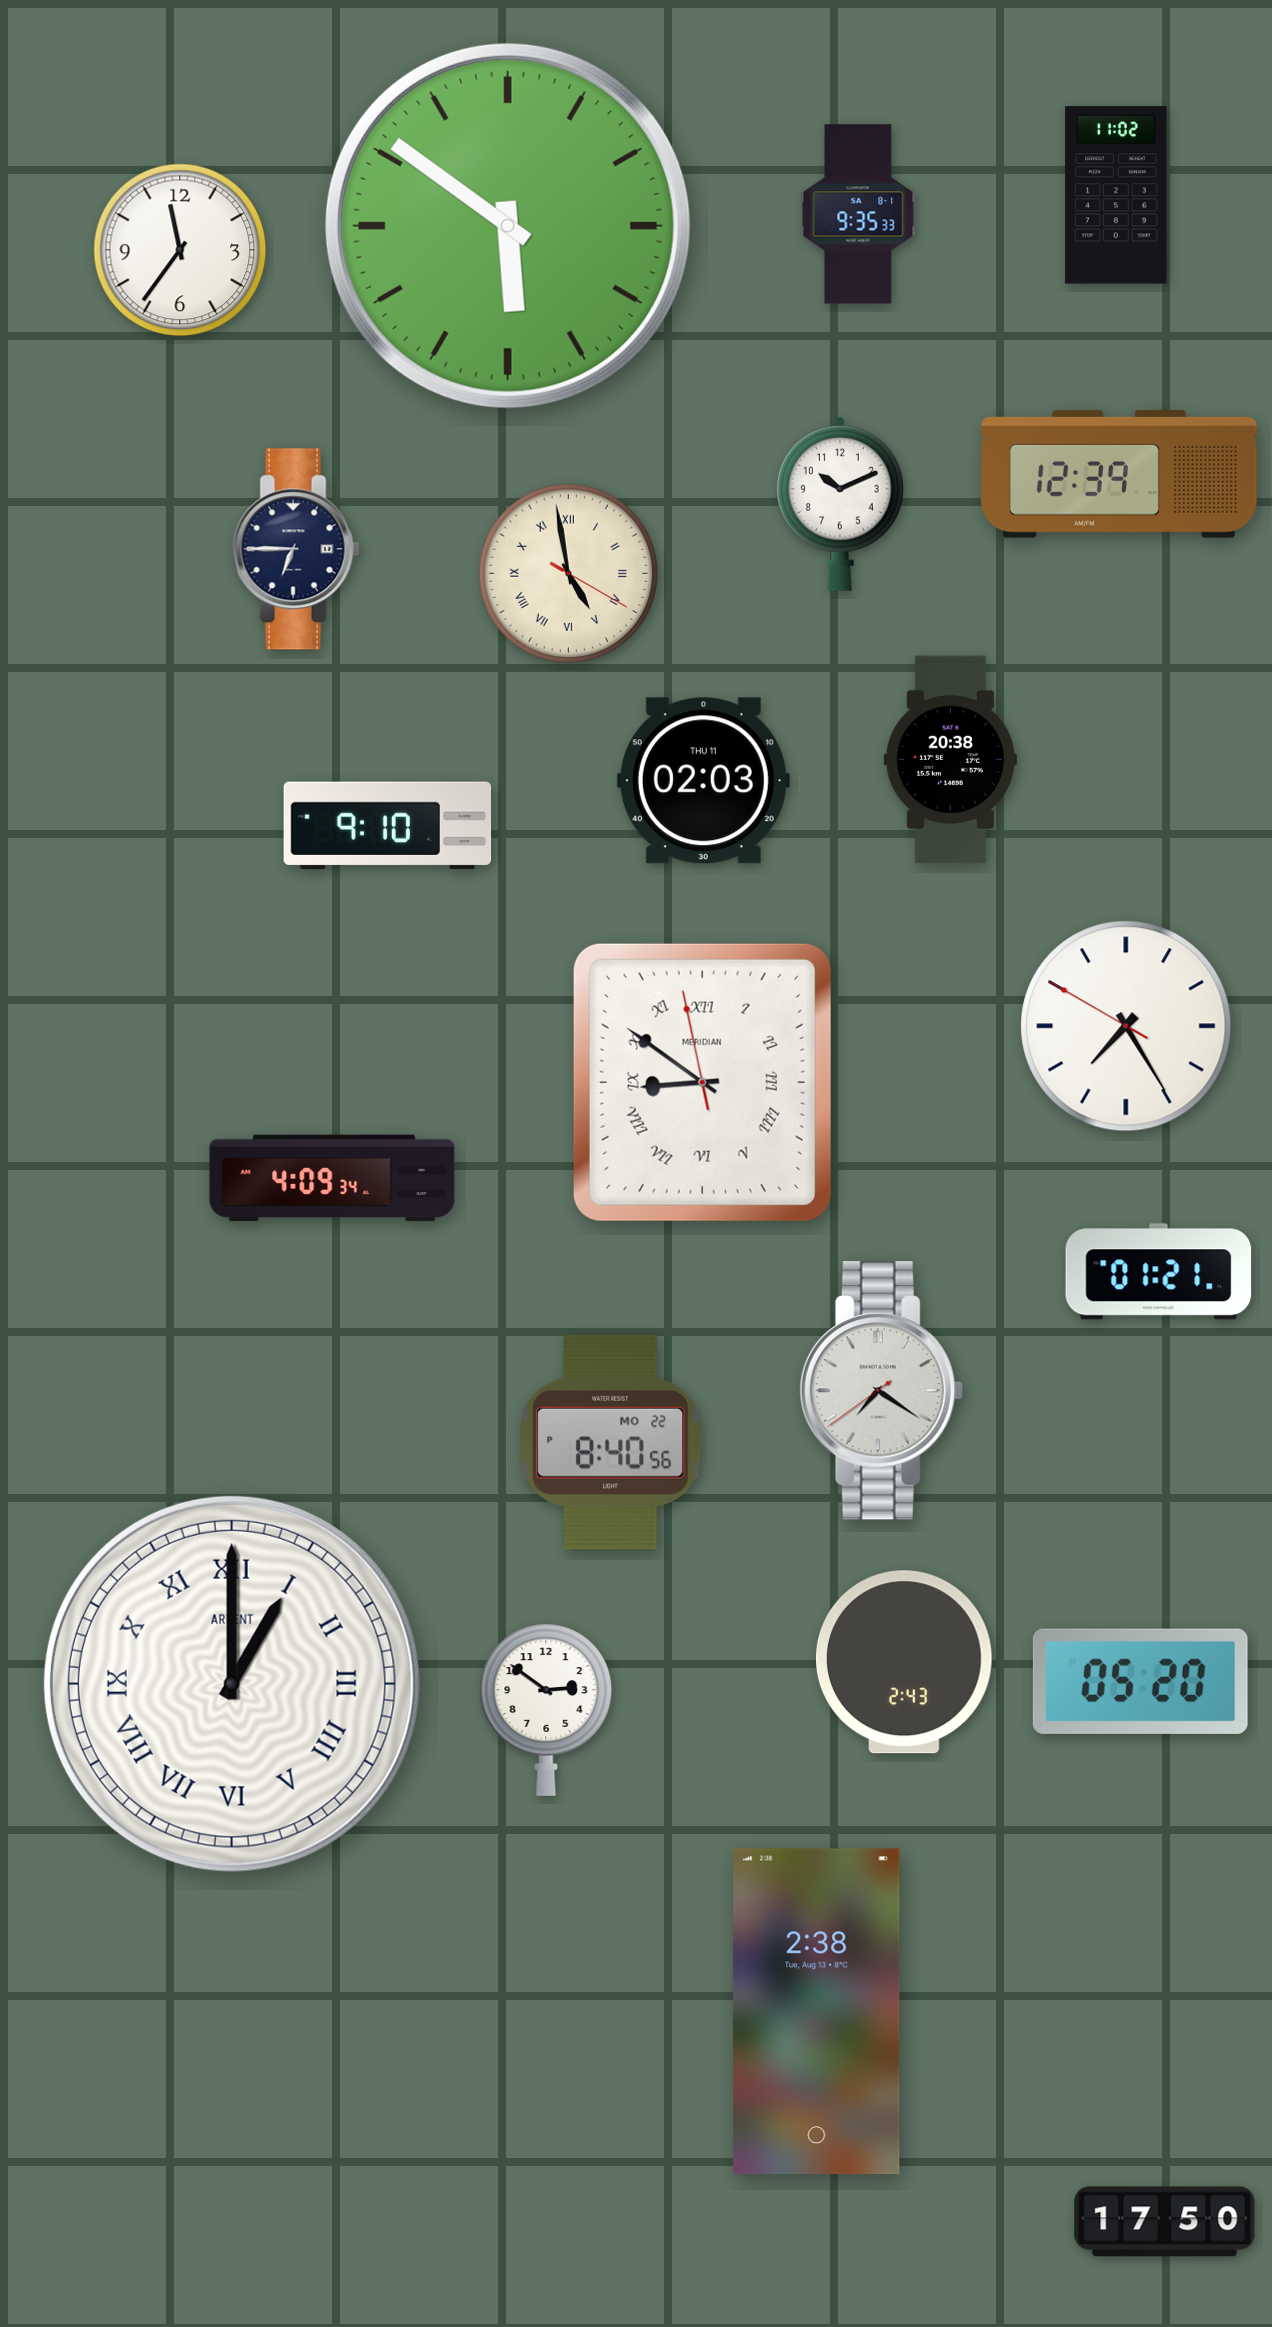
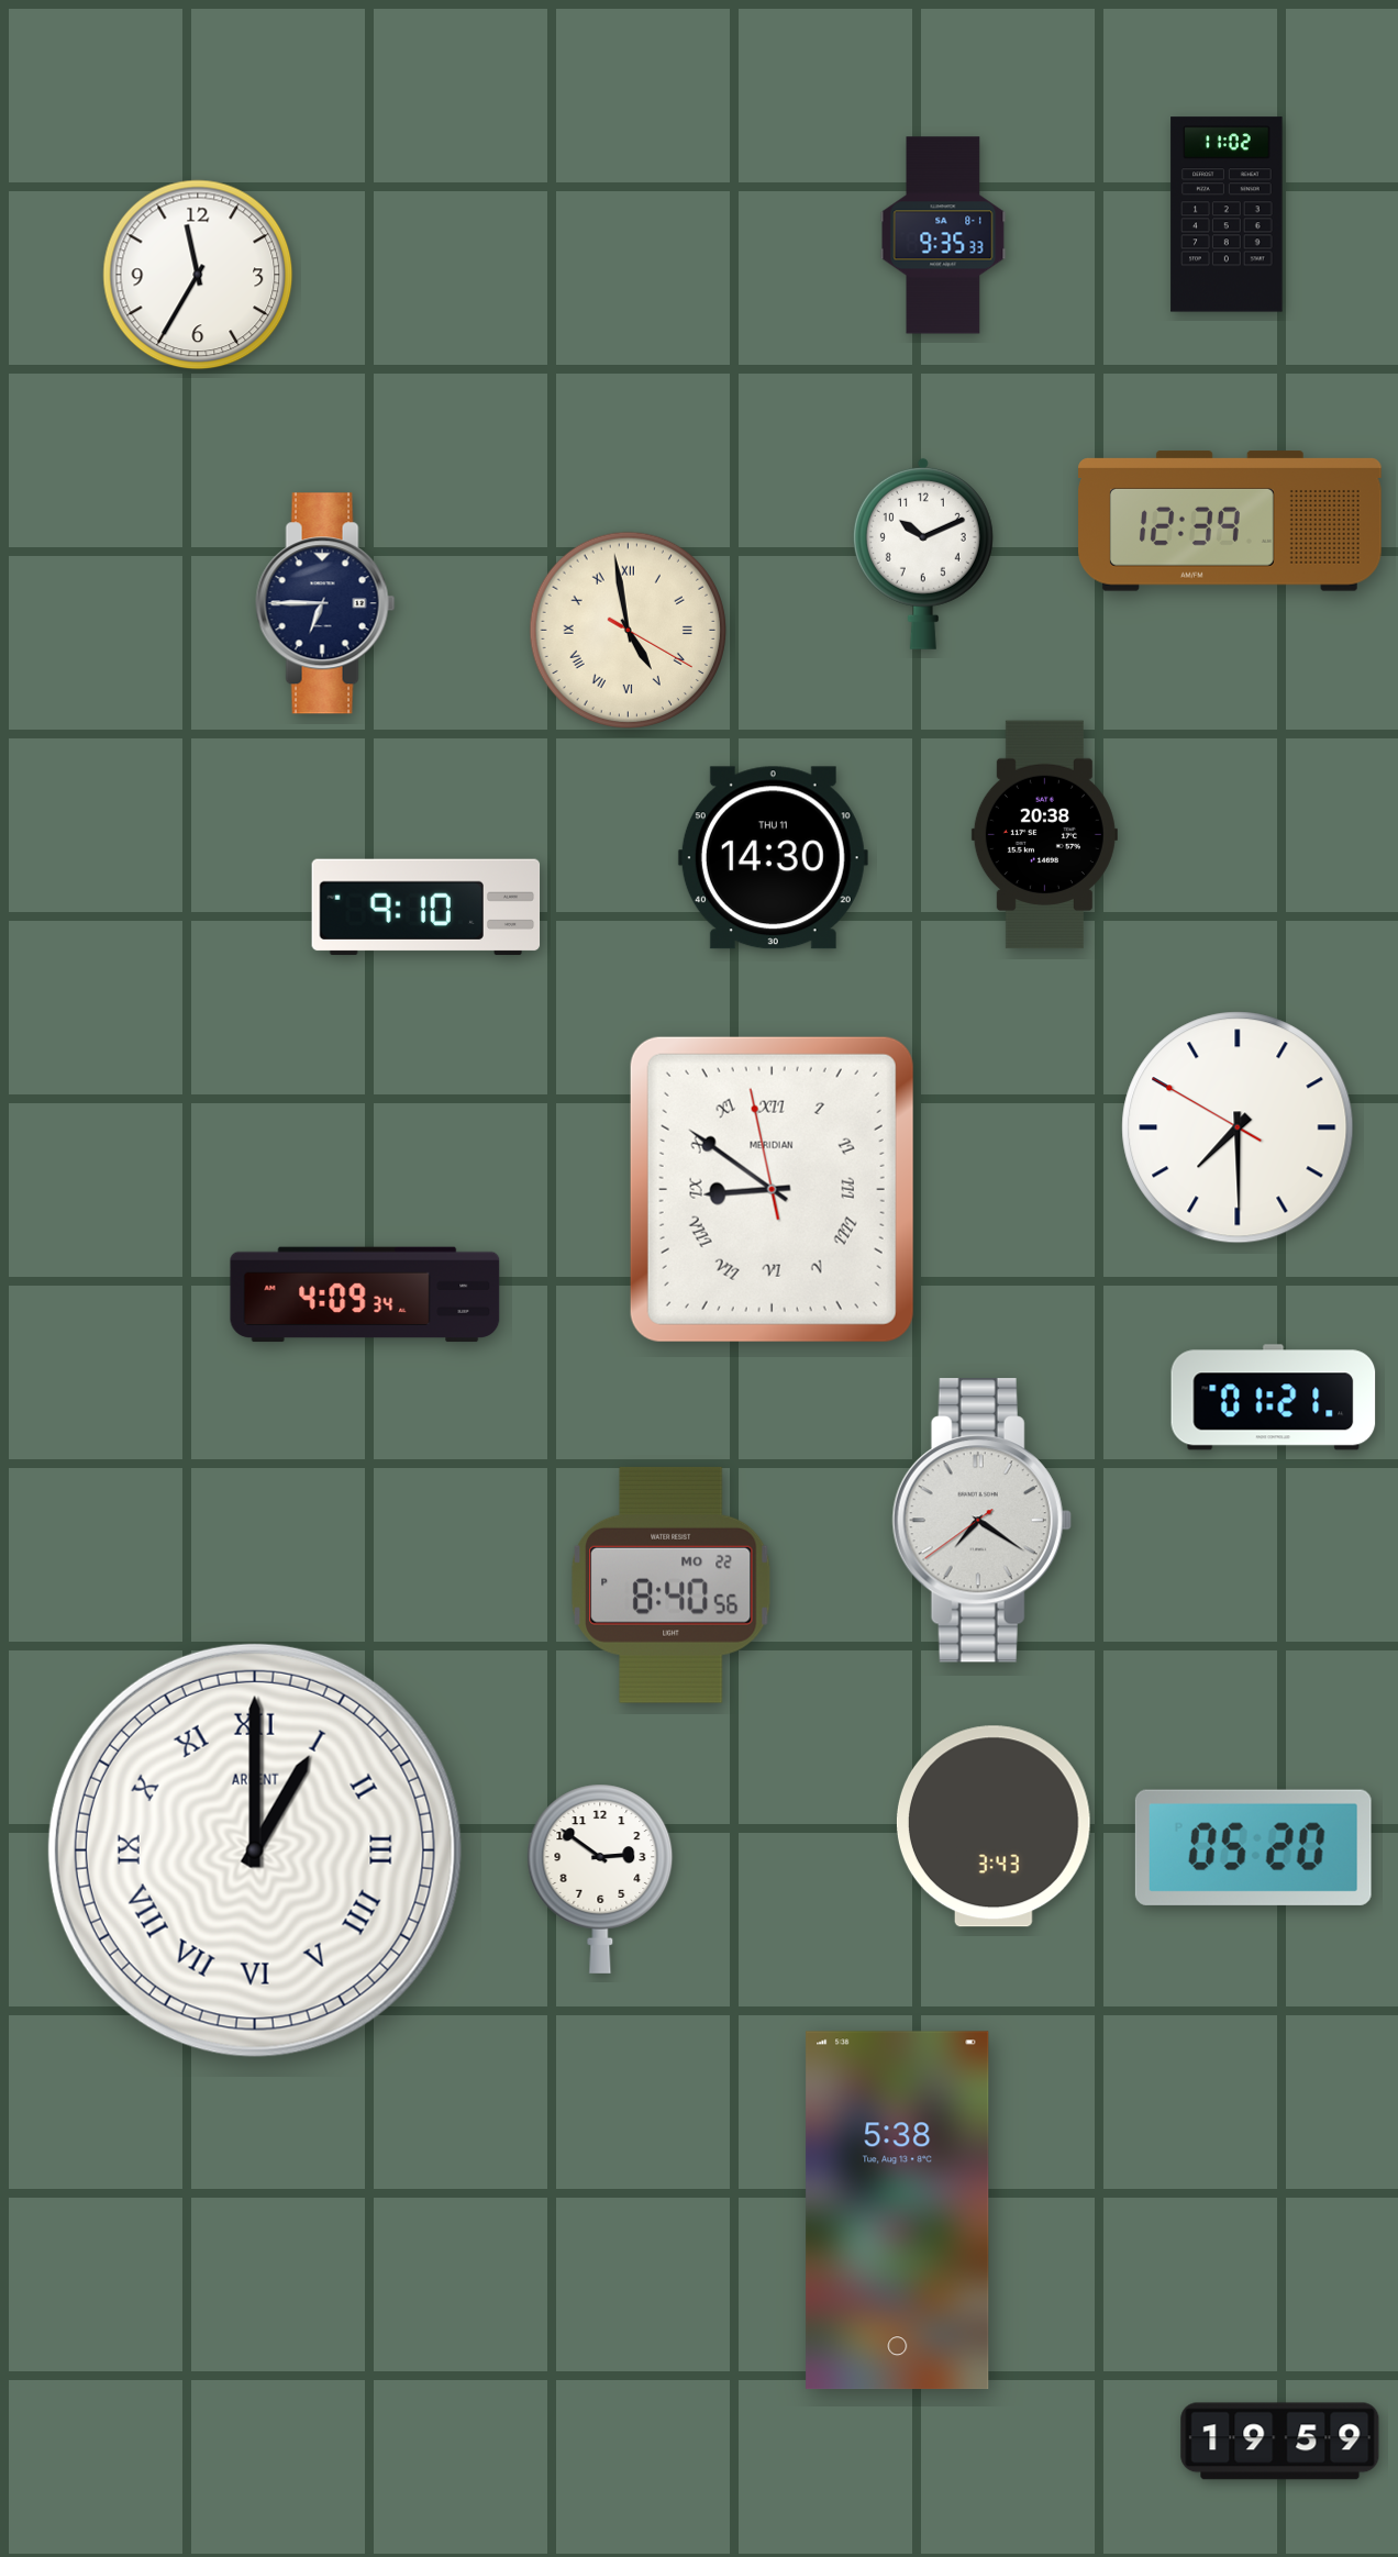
clock at (508, 226): 5:51 -> none
clock at (180, 250): 11:36 -> 11:35
clock at (569, 574) position: (569, 574) -> (629, 631)
clock at (703, 781): 02:03 -> 14:30
clock at (1126, 1026): 7:24 -> 7:29
clock at (881, 1391) position: (881, 1391) -> (981, 1521)
clock at (904, 1662): 2:43 -> 3:43
clock at (817, 2012): 2:38 -> 5:38
clock at (1165, 2222): 17:50 -> 19:59
